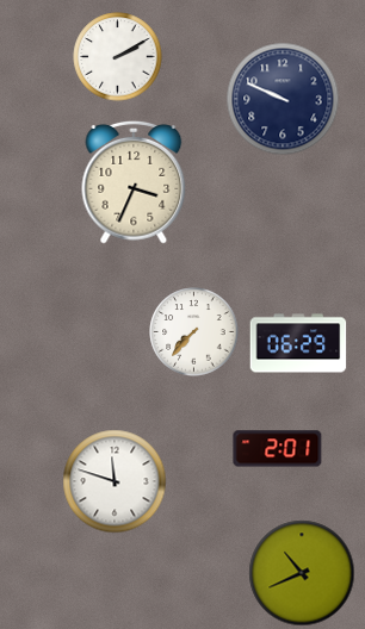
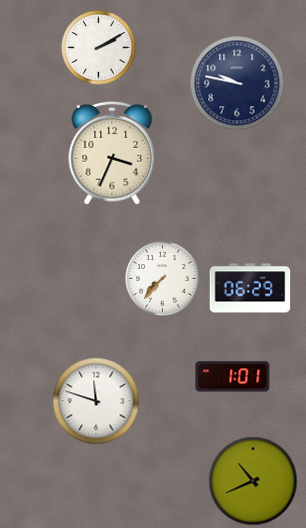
clock at (283, 99): 9:49 -> 9:47
clock at (278, 449): 2:01 -> 1:01
clock at (115, 481) position: (115, 481) -> (96, 401)
